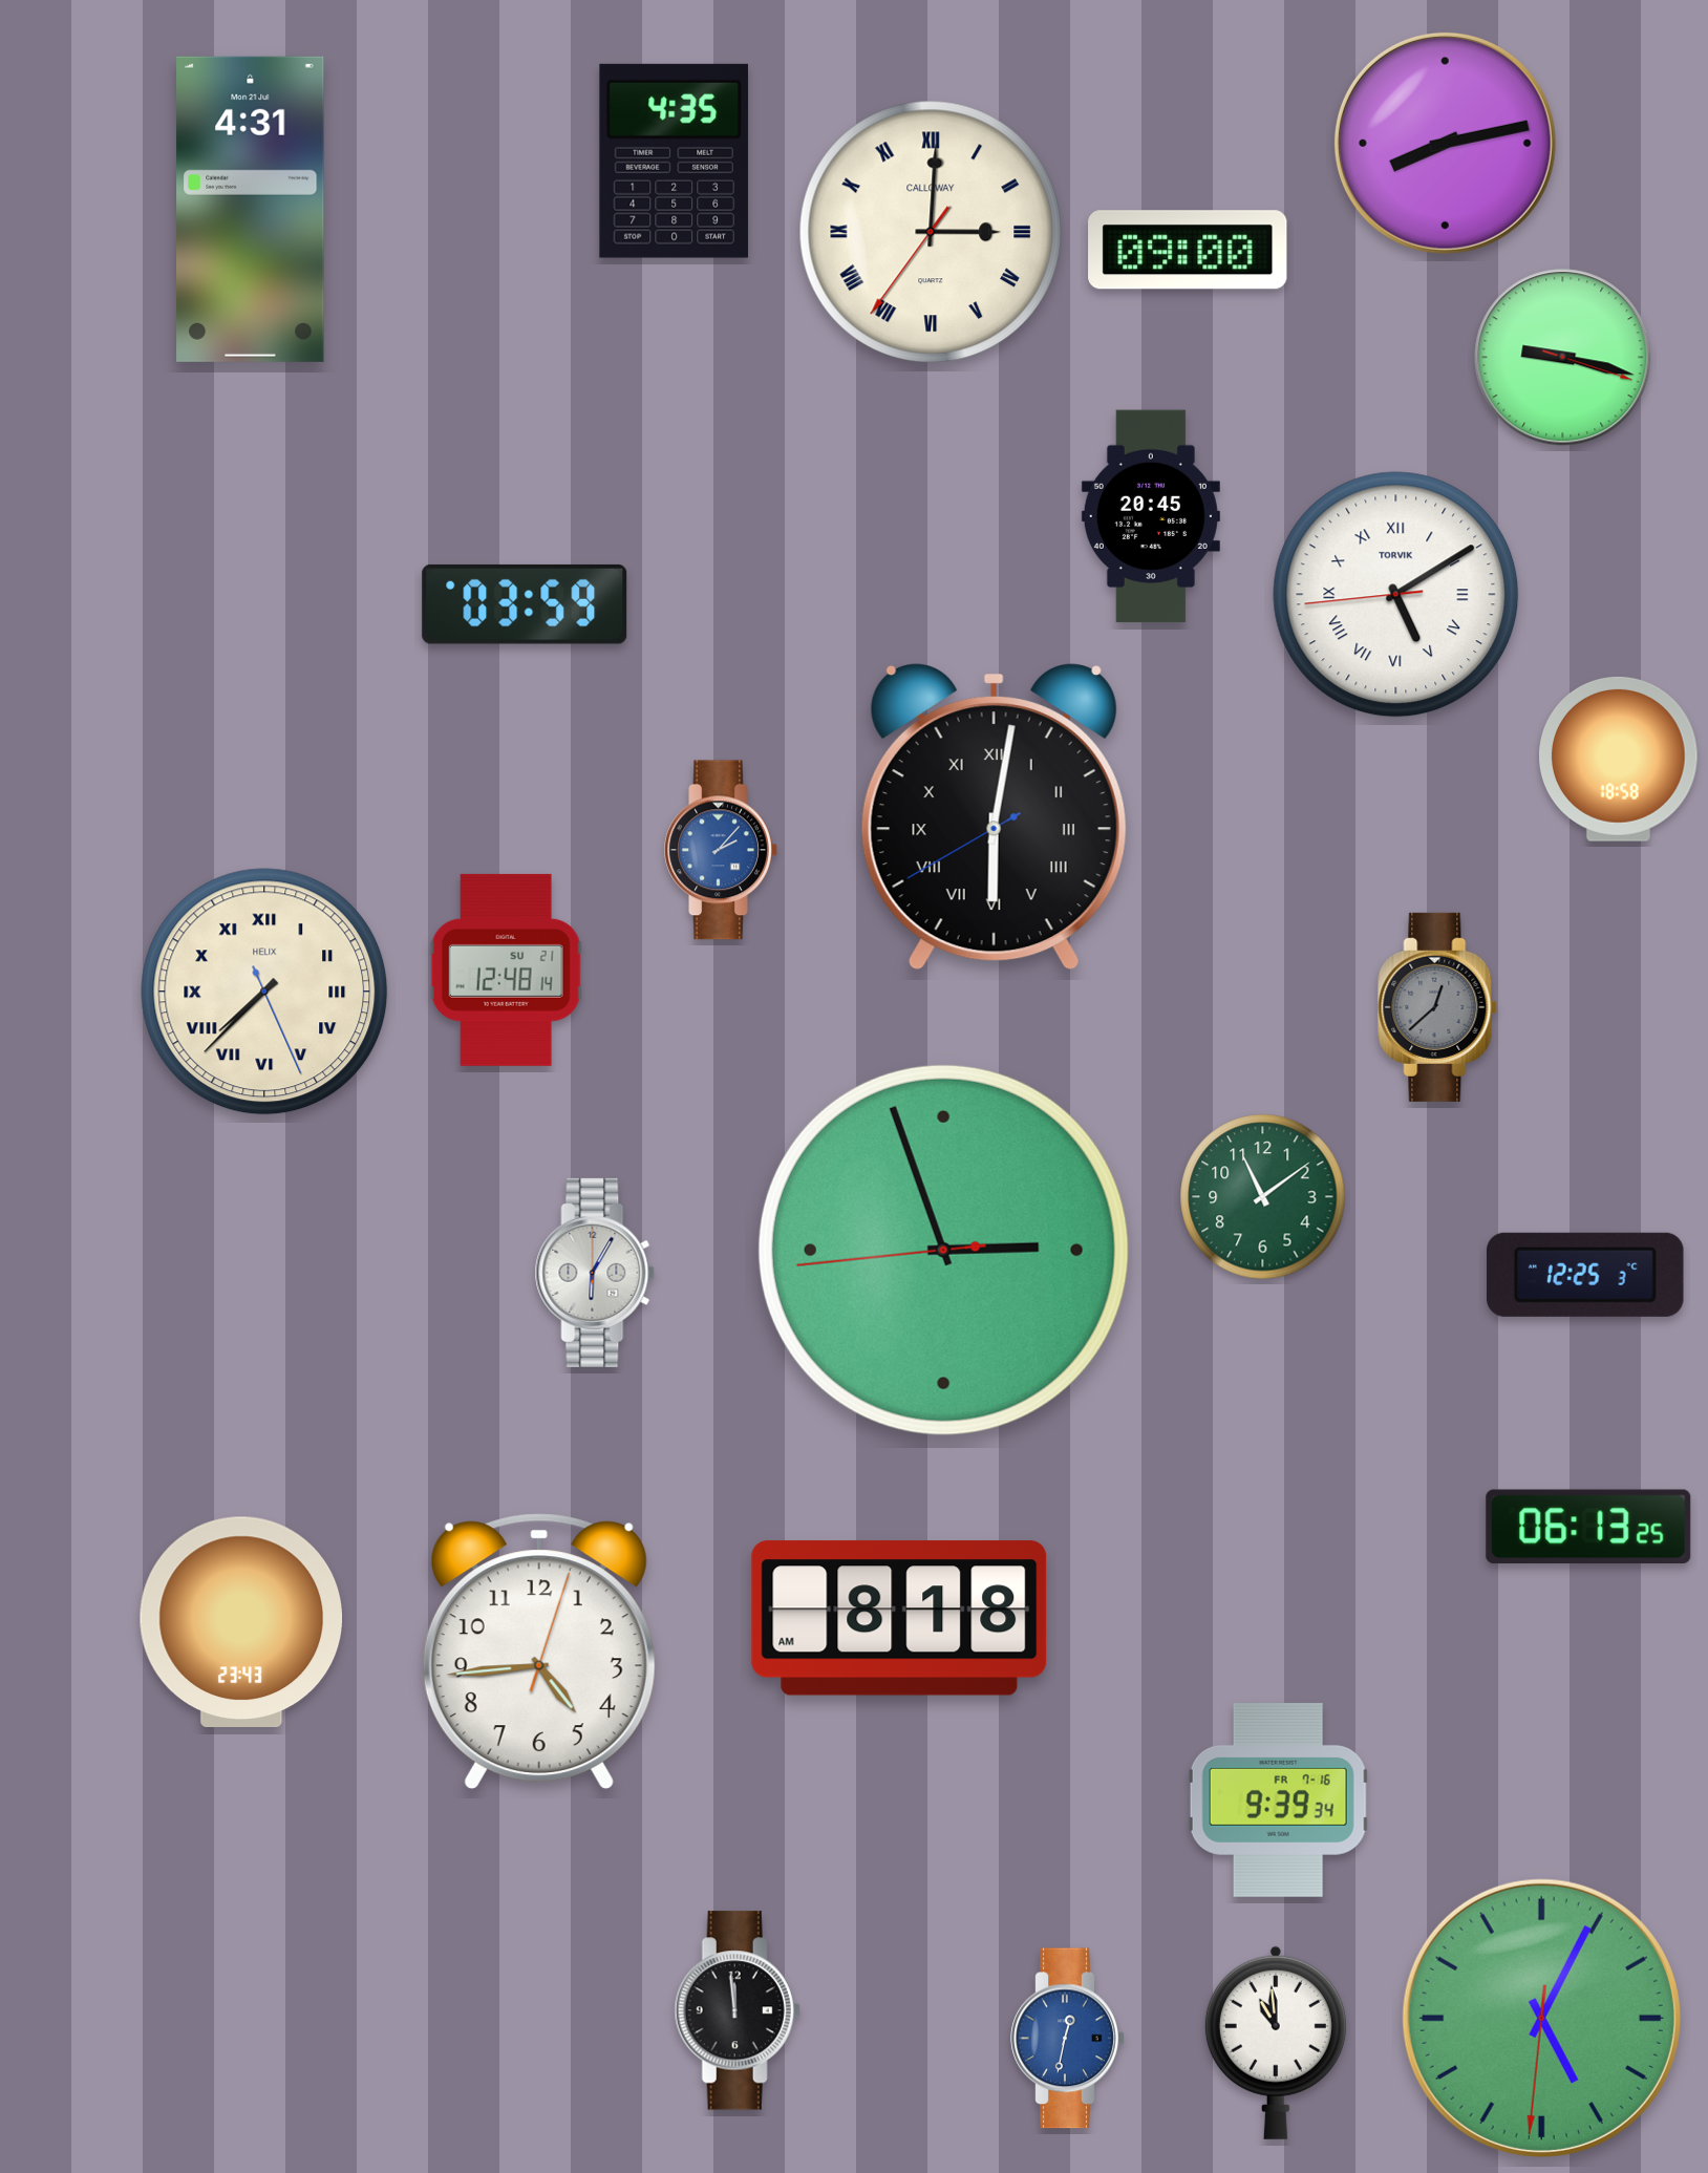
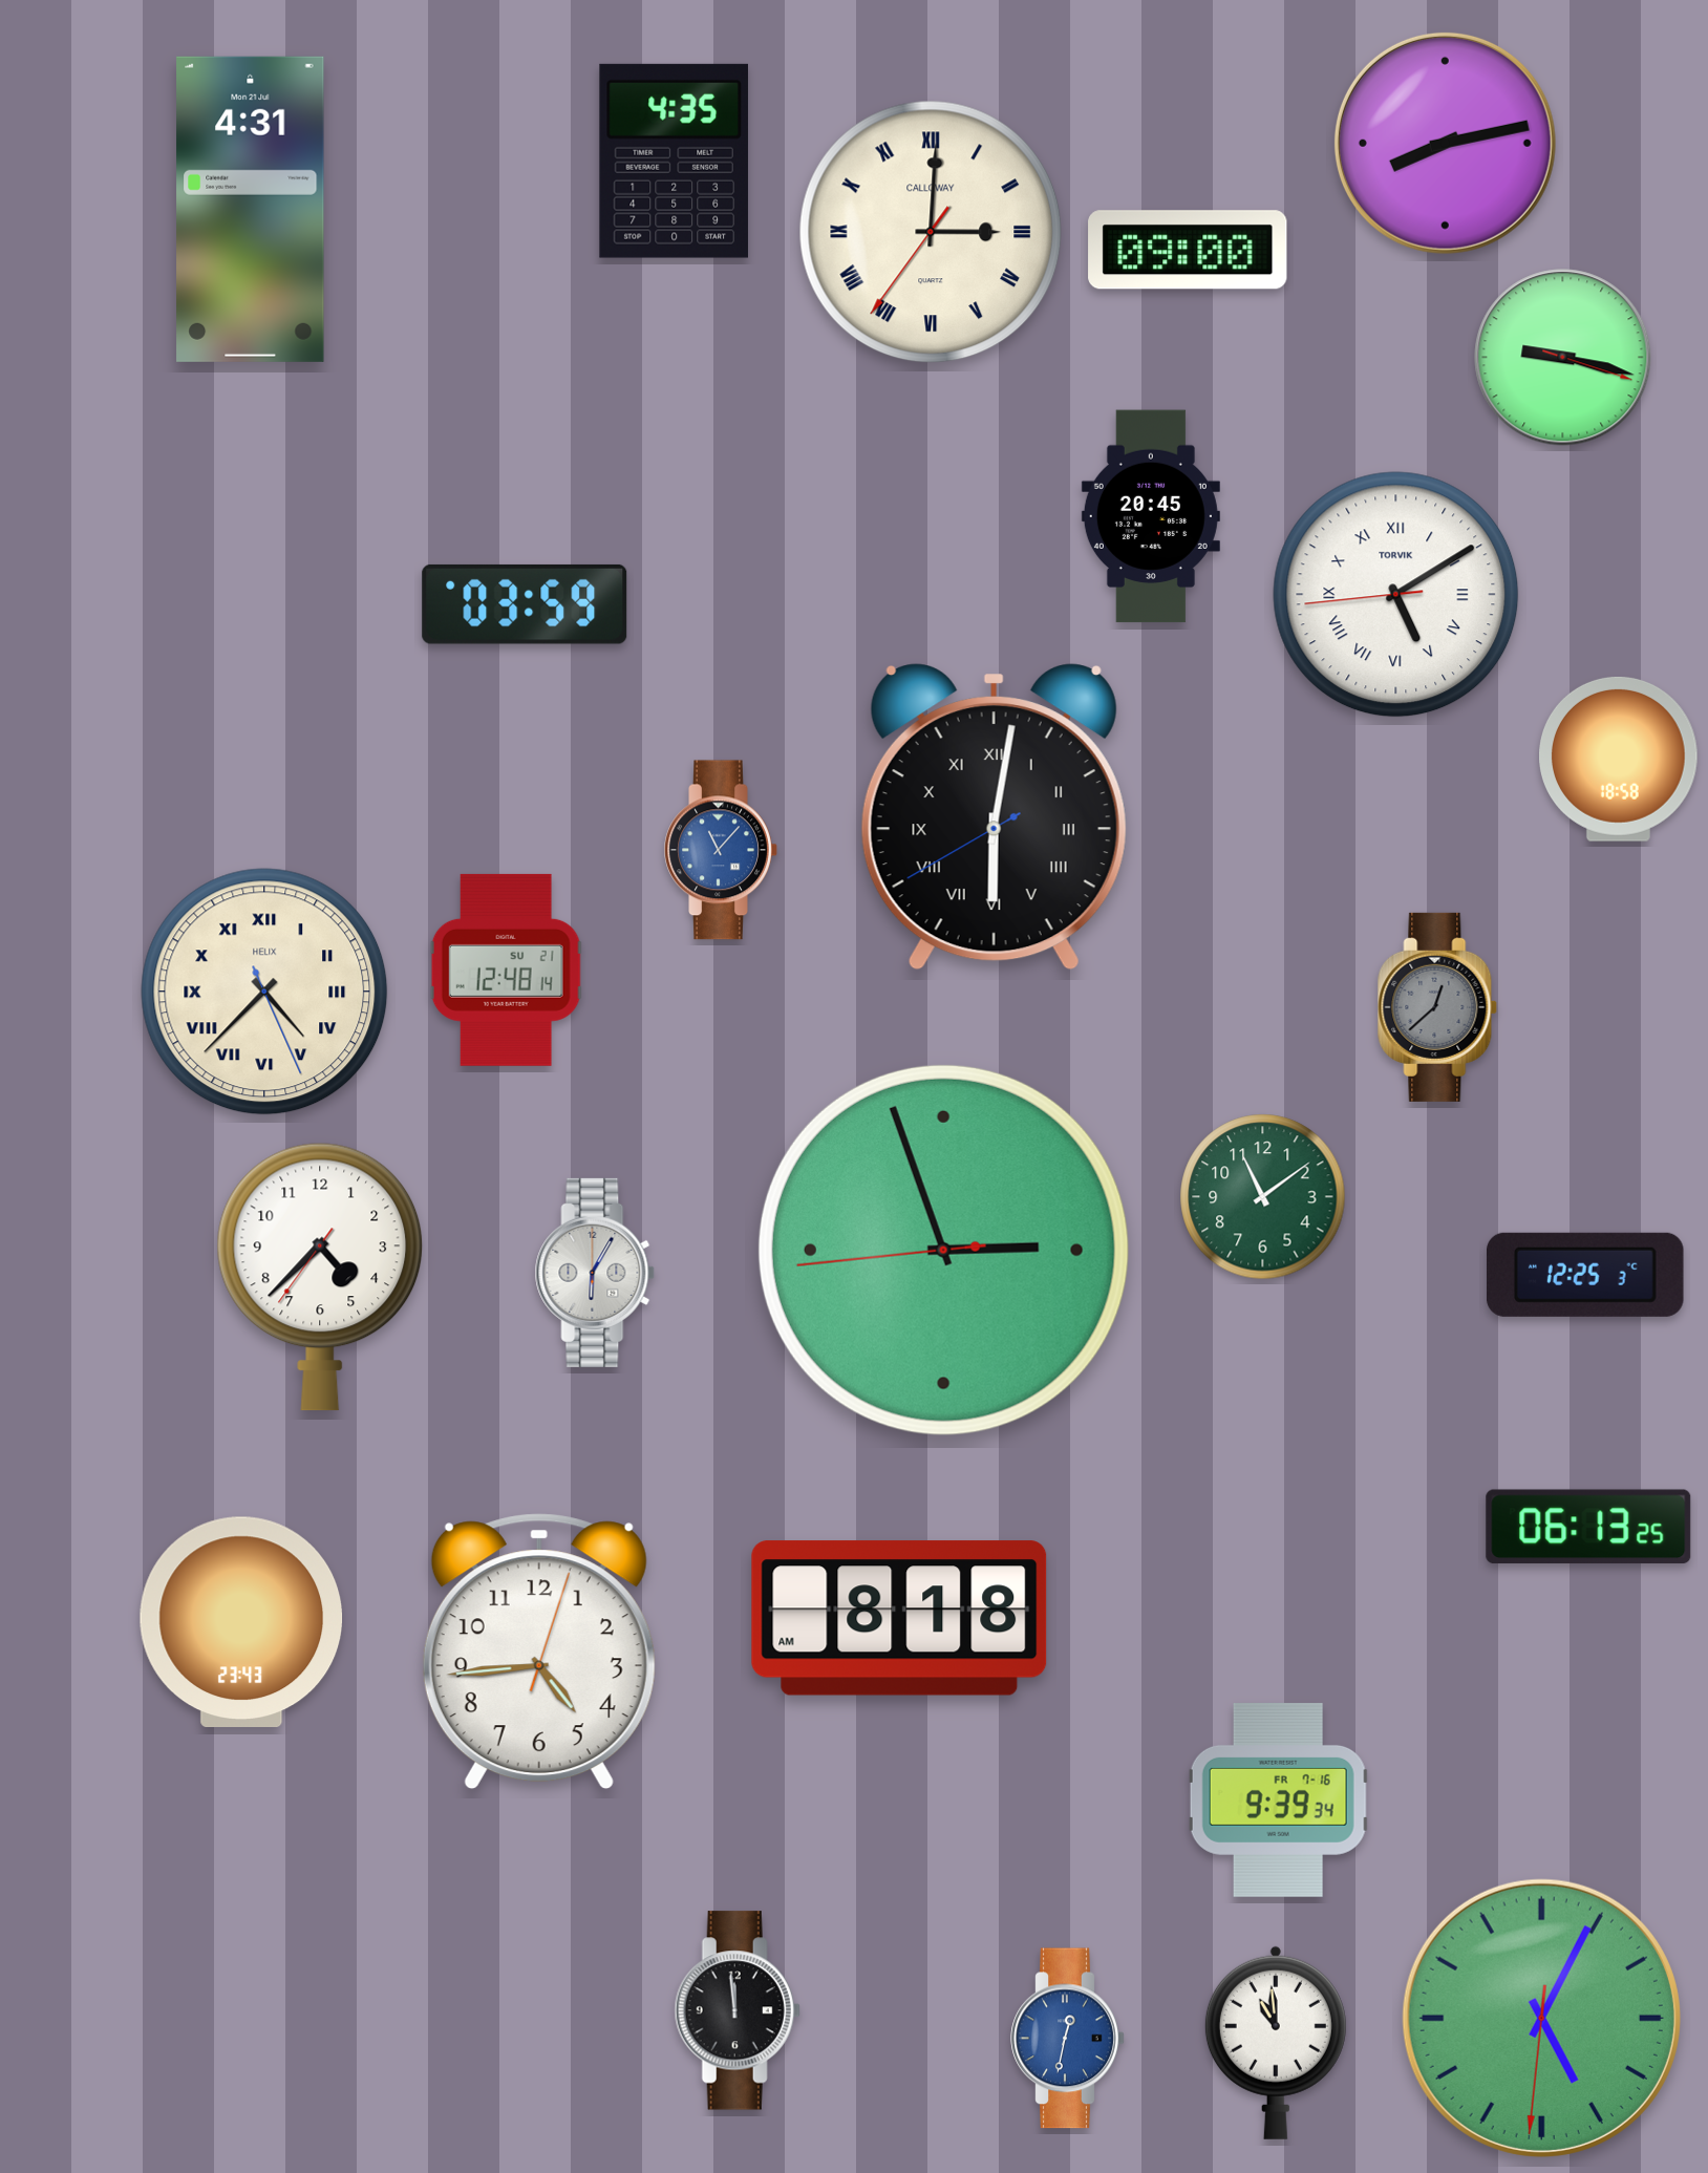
clock at (721, 850): 2:07 -> 11:07
clock at (264, 992): 7:37 -> 4:37
clock at (320, 1277): none -> 4:37
